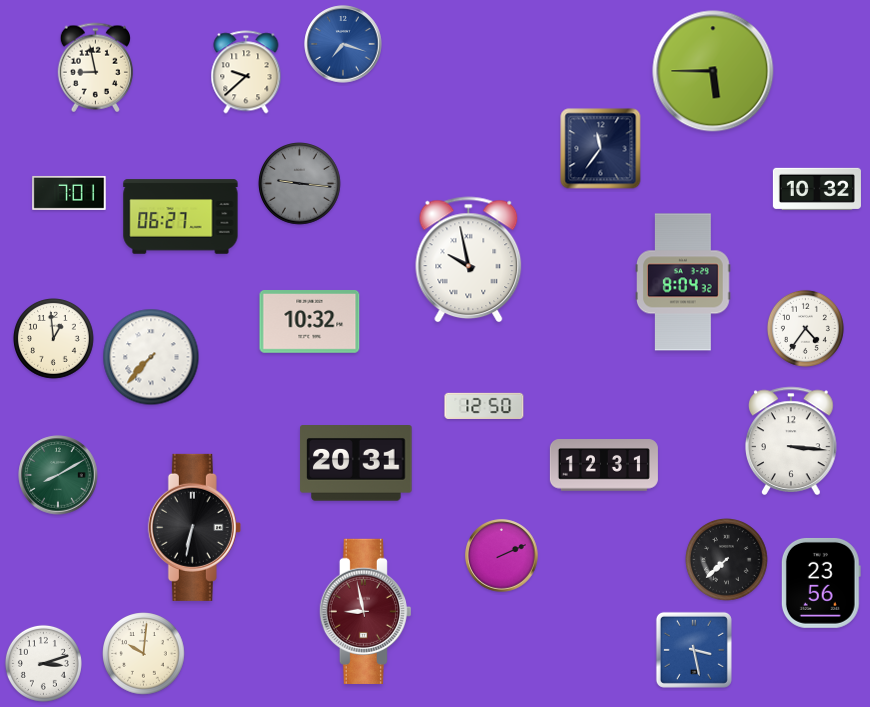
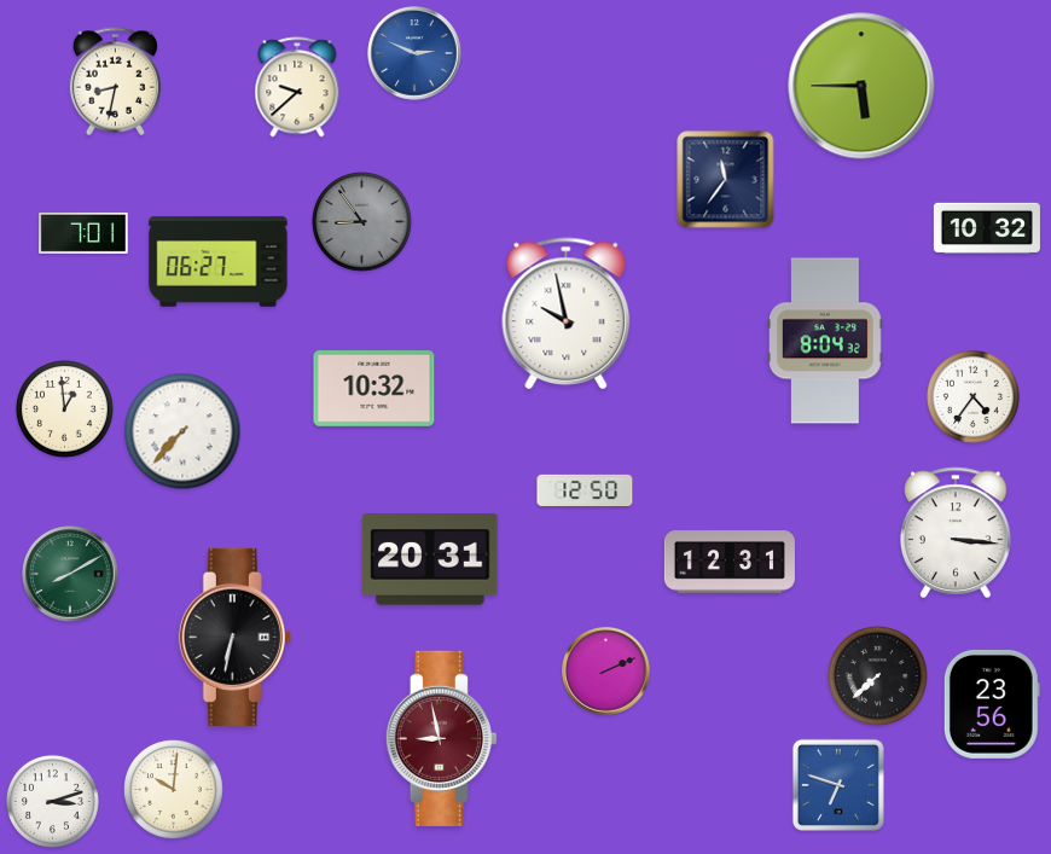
clock at (343, 44): 7:18 -> 2:49
clock at (95, 68): 8:58 -> 8:32
clock at (300, 184): 9:16 -> 8:54
clock at (694, 650): 3:28 -> 6:48
